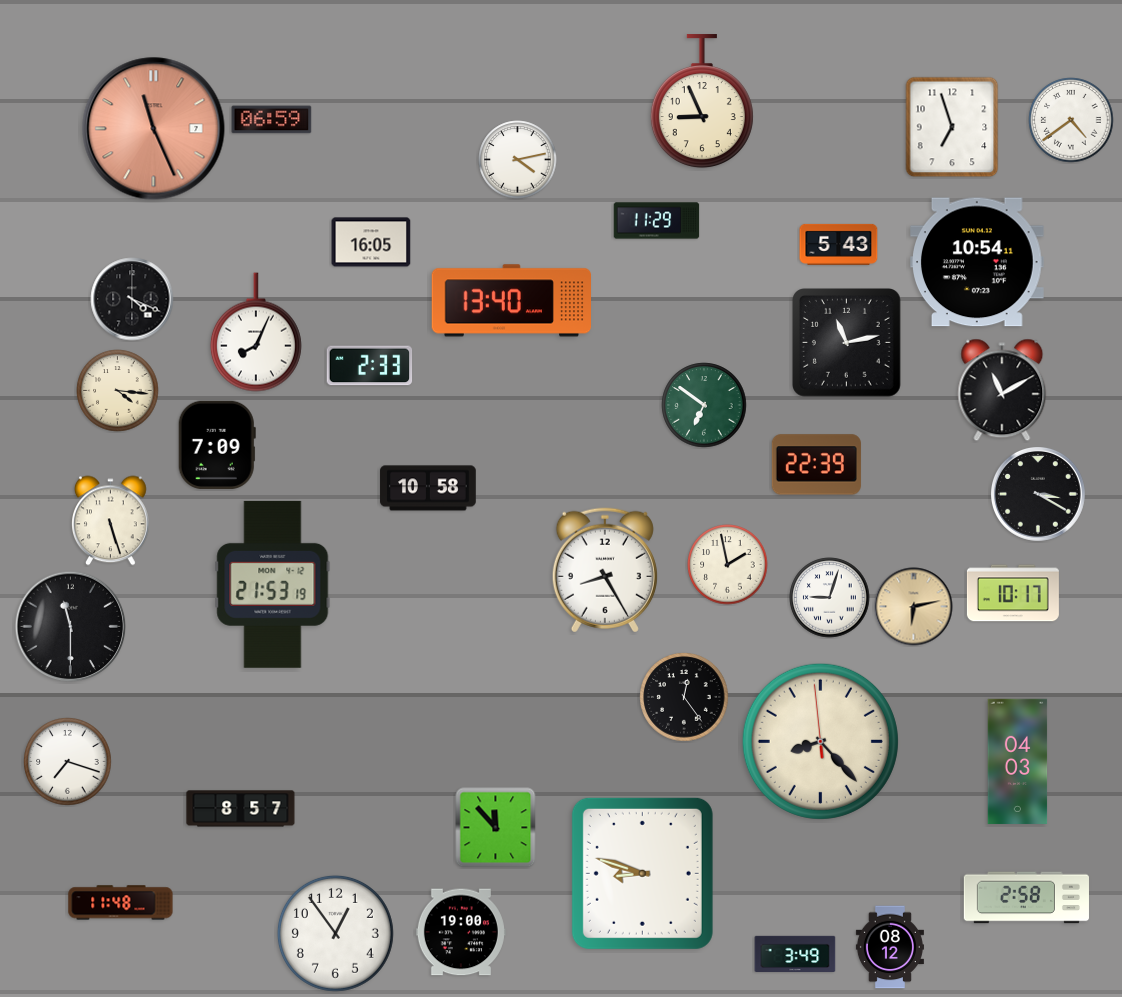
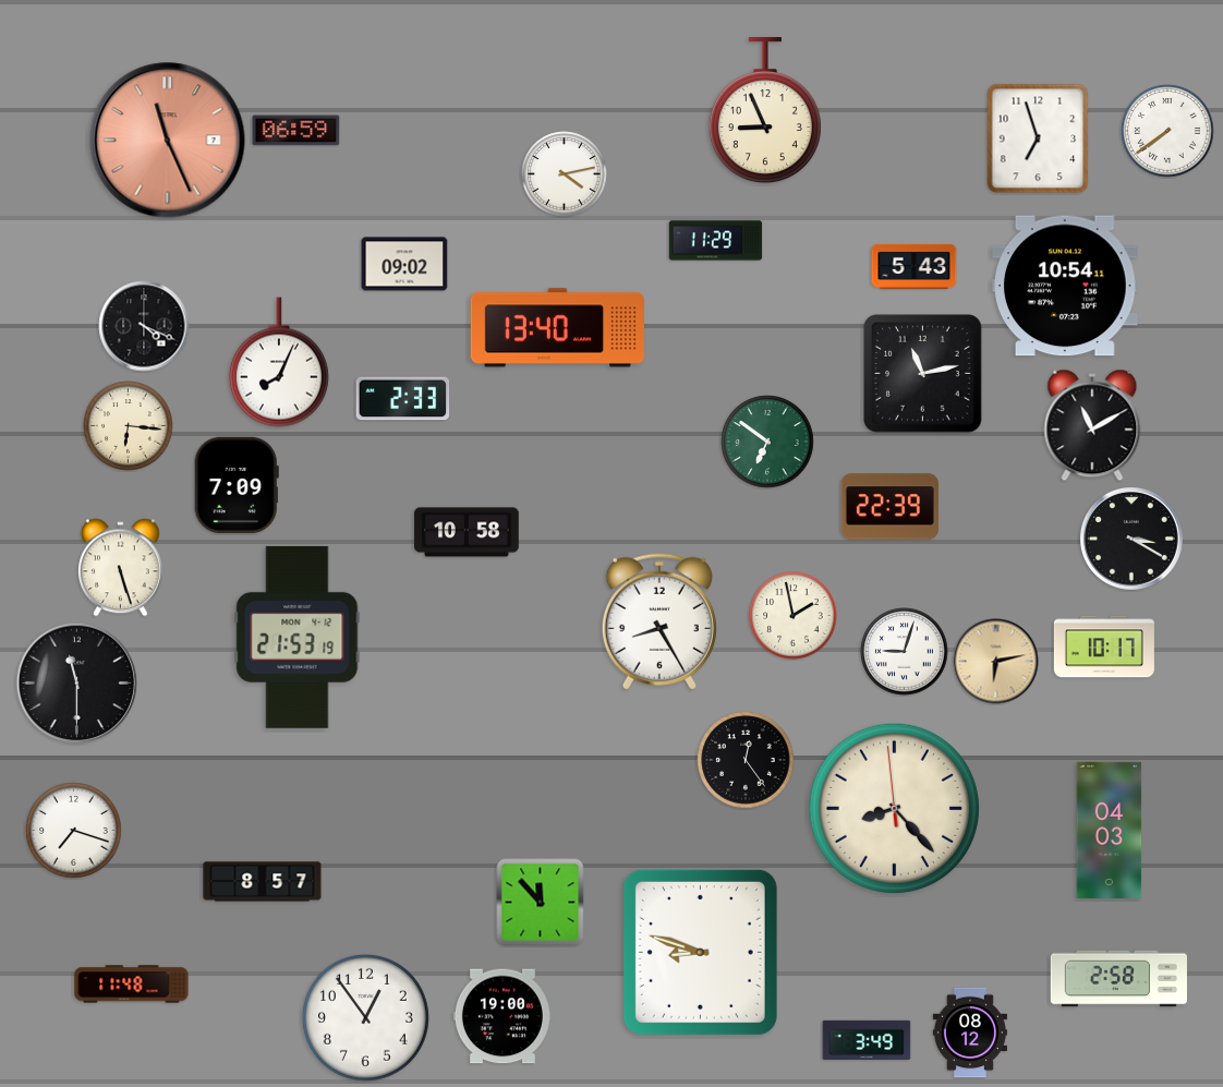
clock at (1071, 120): 4:39 -> 7:39
clock at (371, 242): 16:05 -> 09:02
clock at (118, 391): 4:16 -> 6:16
